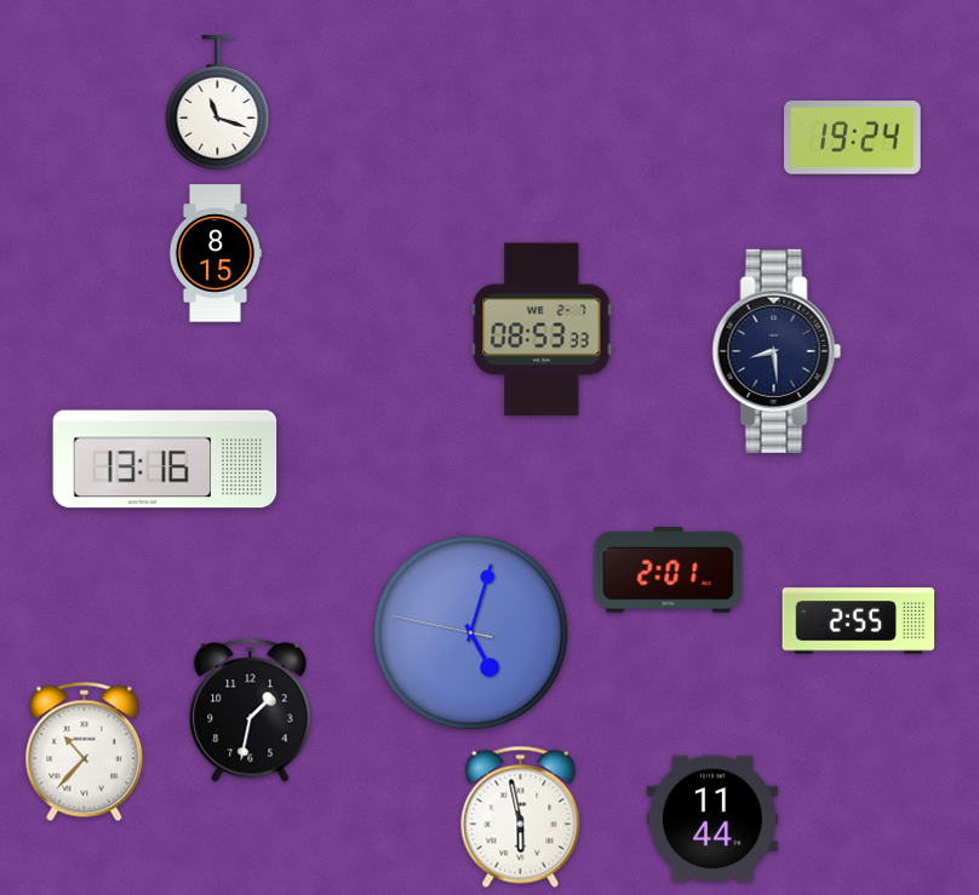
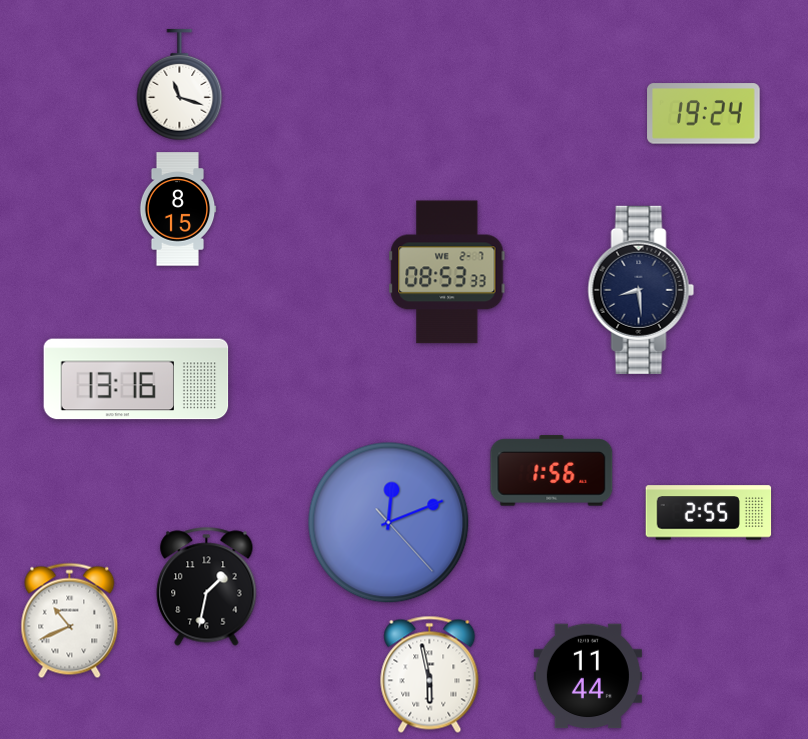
clock at (669, 570): 2:01 -> 1:56
clock at (471, 633): 5:02 -> 12:11
clock at (85, 752): 10:37 -> 10:41
